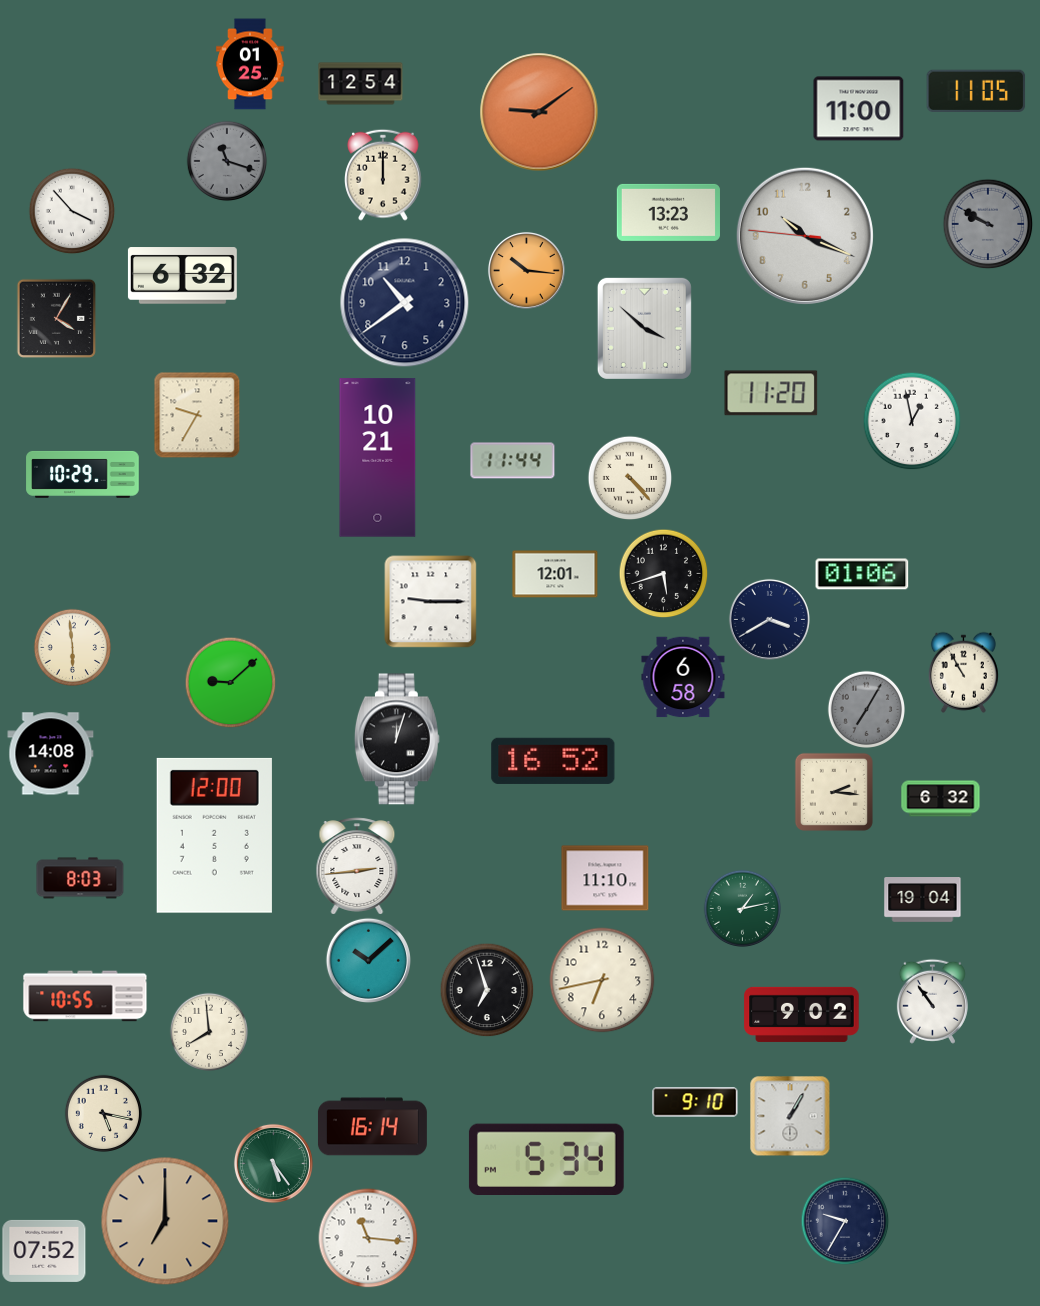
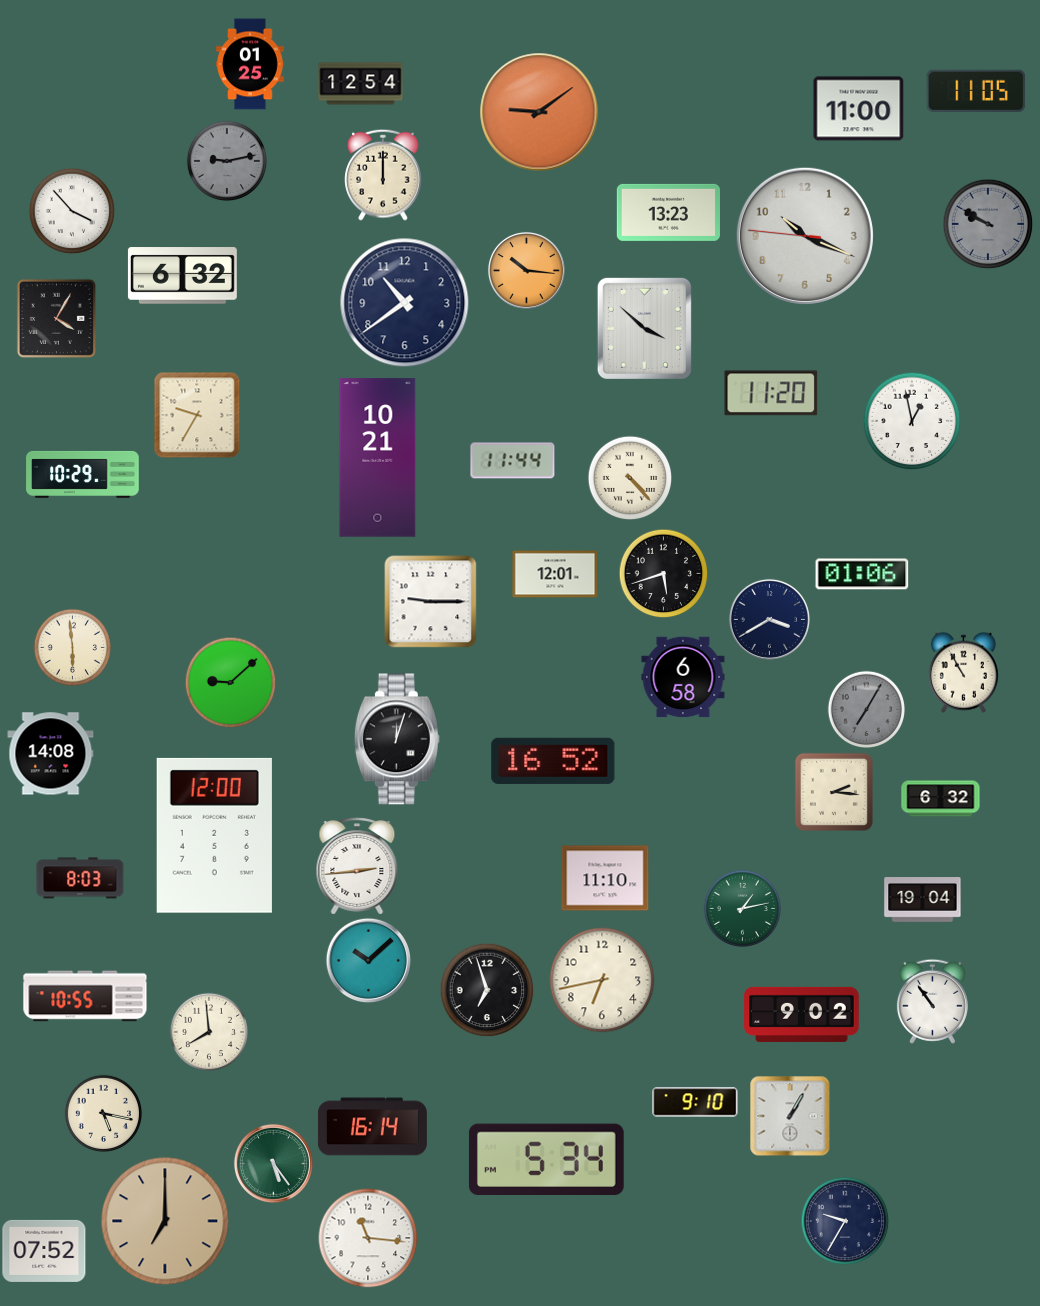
clock at (227, 161): 11:18 -> 9:13
